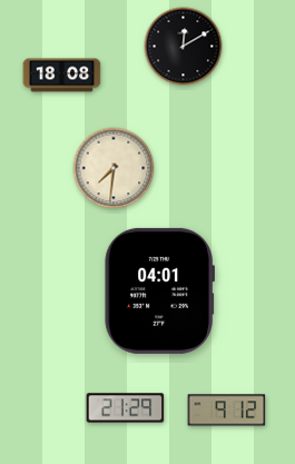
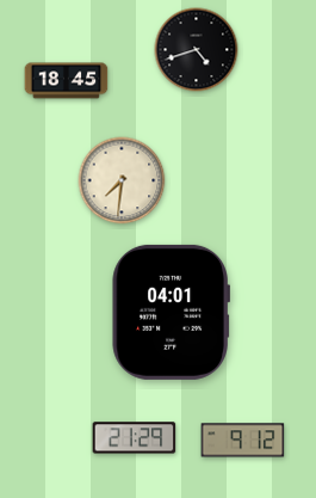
clock at (184, 47): 12:10 -> 4:42
clock at (62, 76): 18:08 -> 18:45
